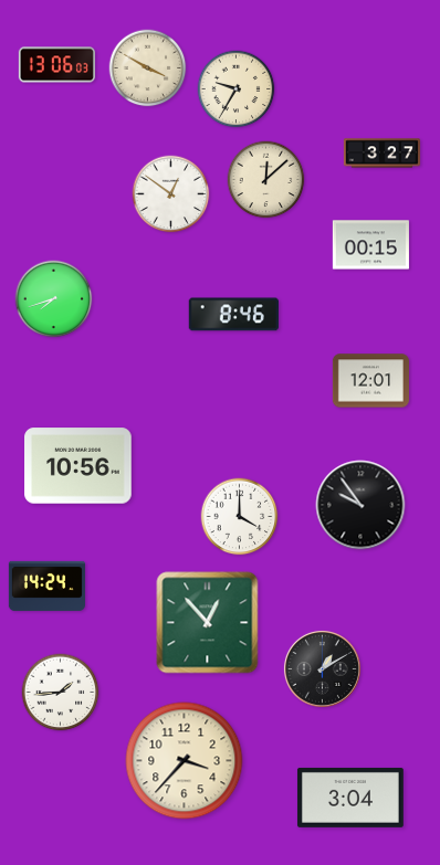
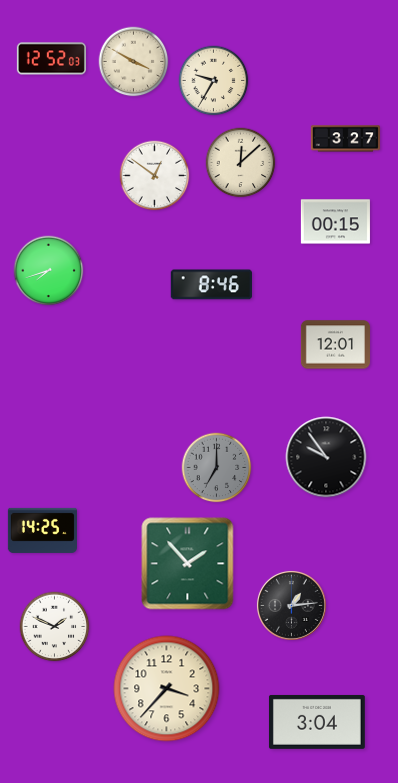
clock at (56, 65): 13:06 -> 12:52
clock at (78, 466): 10:56 -> none
clock at (240, 517): 4:00 -> 7:00
clock at (240, 517) dial: white -> grey
clock at (46, 586): 14:24 -> 14:25
clock at (208, 623): 12:53 -> 1:53
clock at (322, 668): 1:10 -> 1:14
clock at (61, 693): 1:44 -> 1:49
